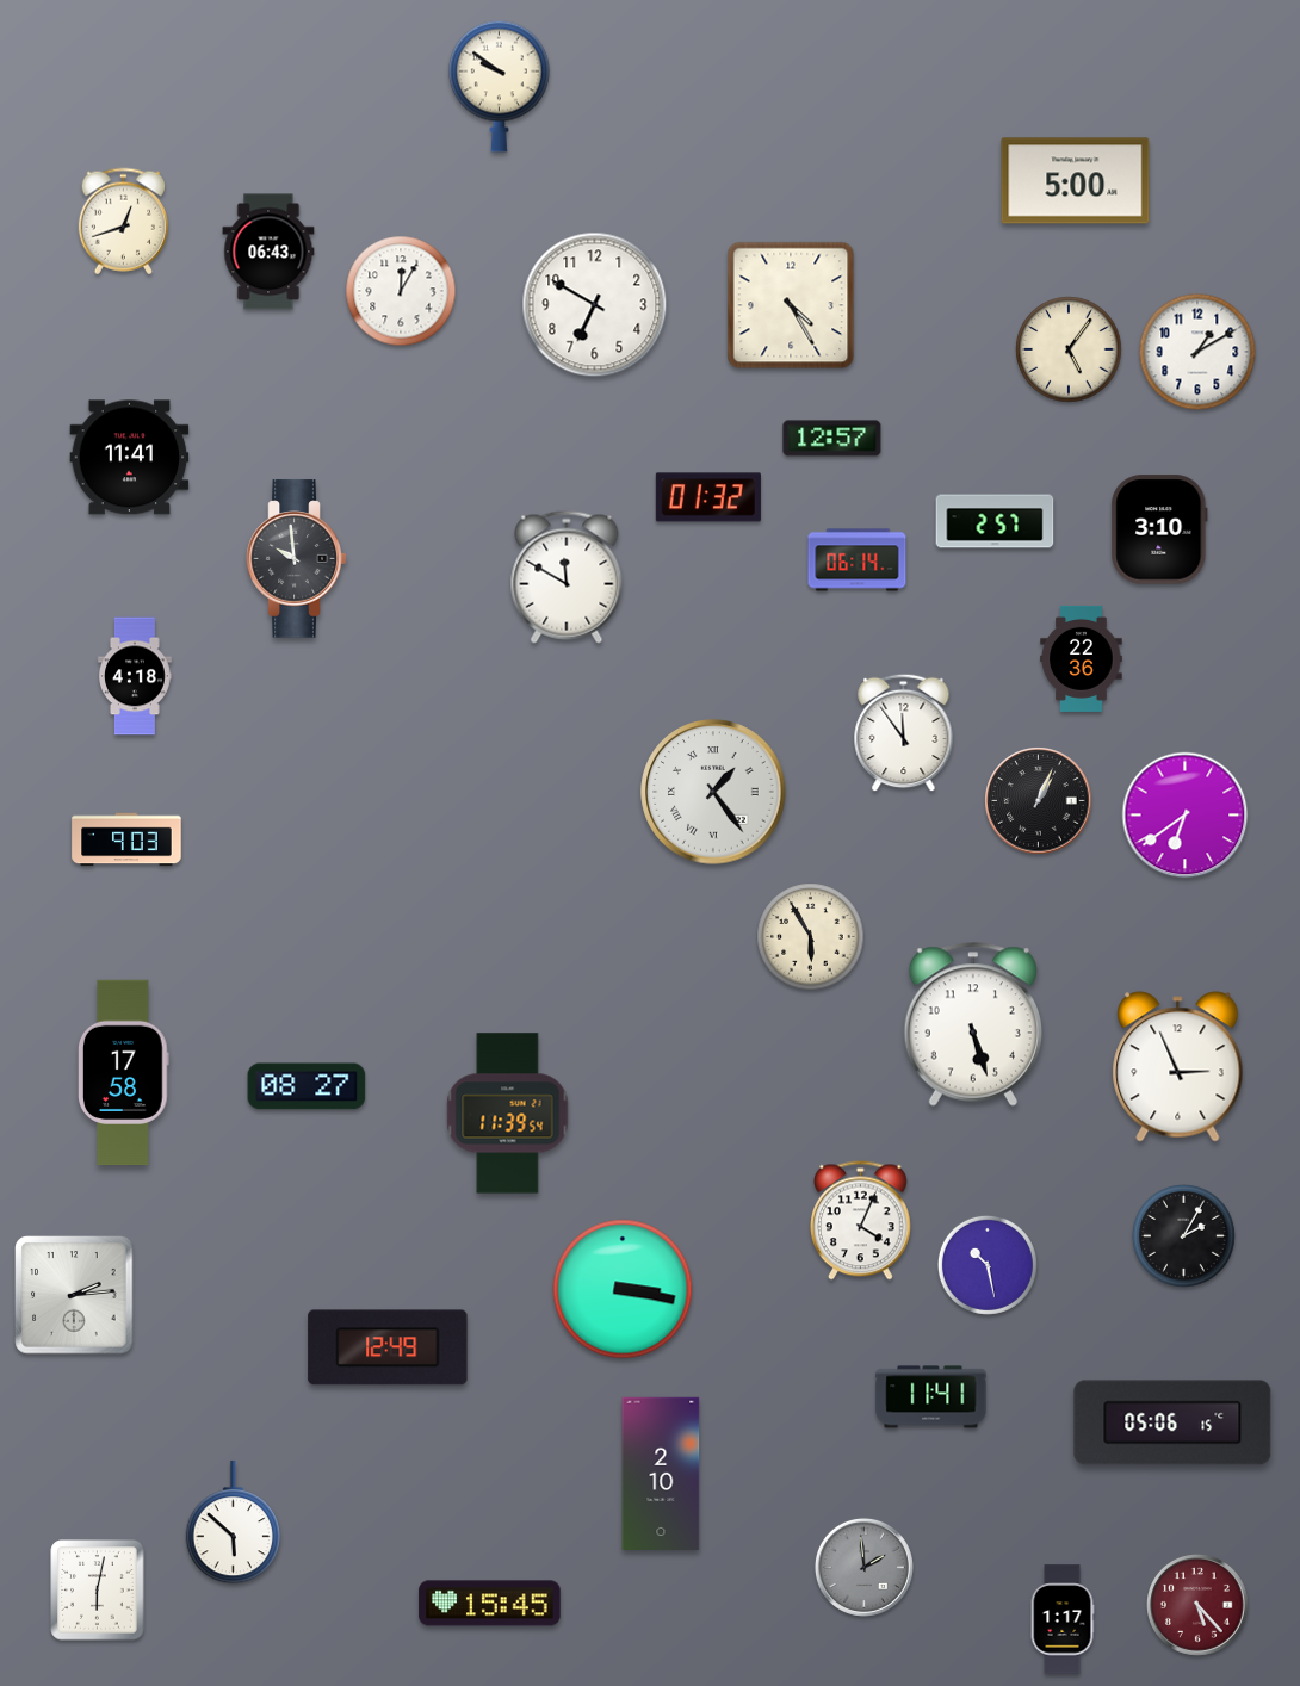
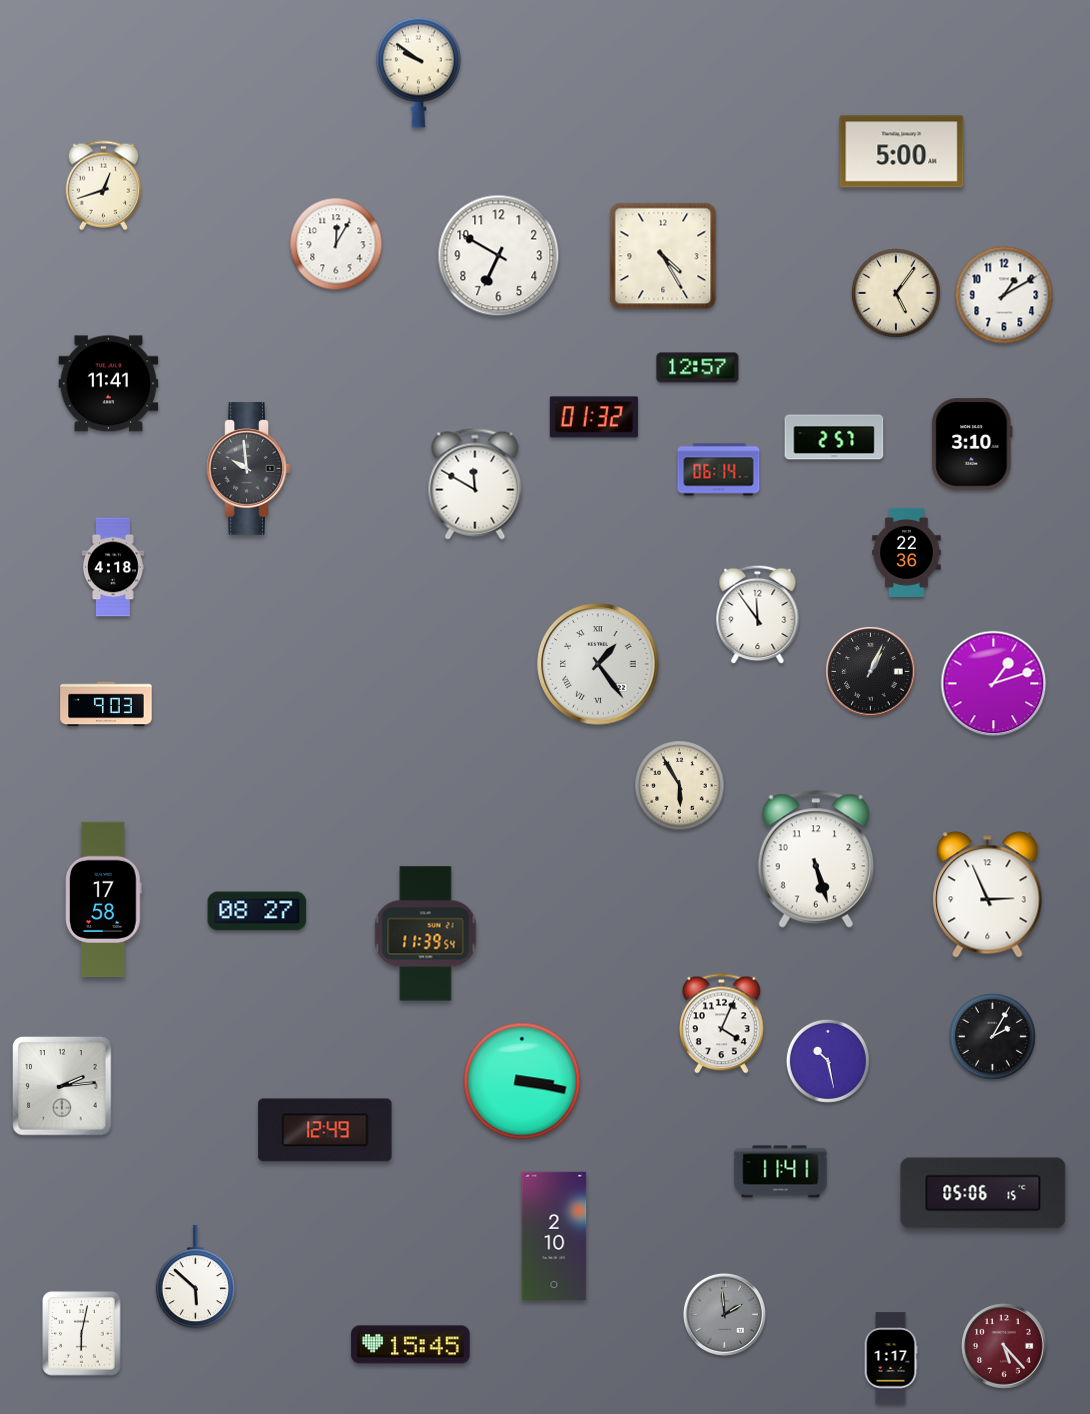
clock at (268, 252): 06:43 -> none
clock at (1186, 816): 6:39 -> 1:12
